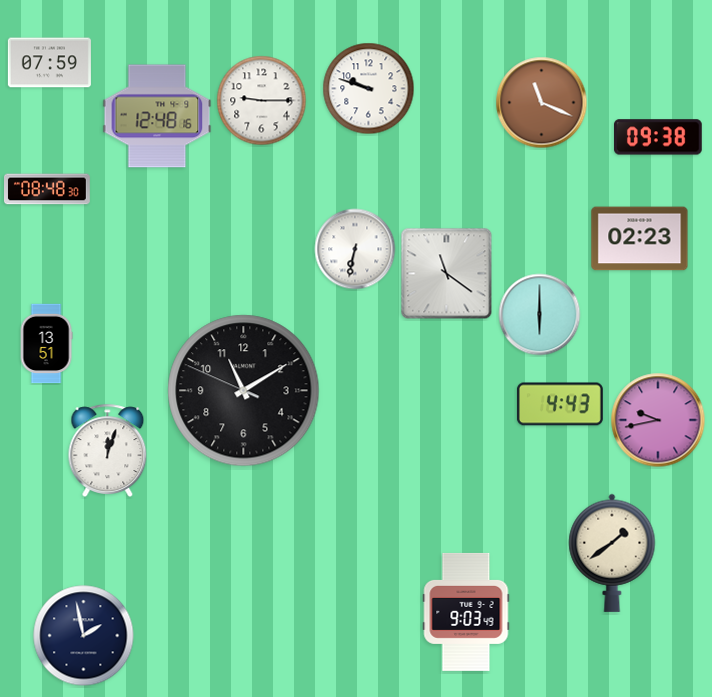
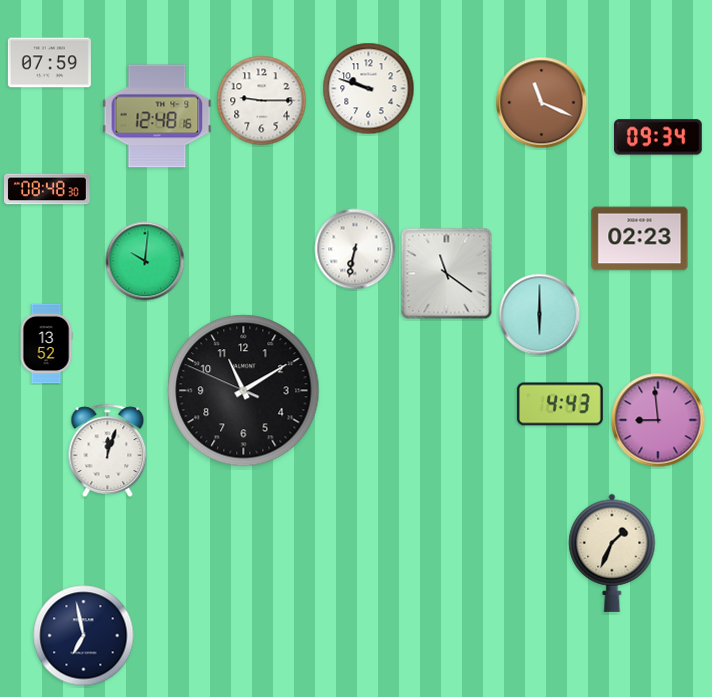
clock at (659, 137): 09:38 -> 09:34
clock at (145, 261): none -> 10:01
clock at (46, 344): 13:51 -> 13:52
clock at (658, 420): 9:43 -> 8:59
clock at (612, 553): 1:39 -> 1:34
clock at (466, 612): 9:03 -> none
clock at (84, 636): 1:58 -> 6:58
